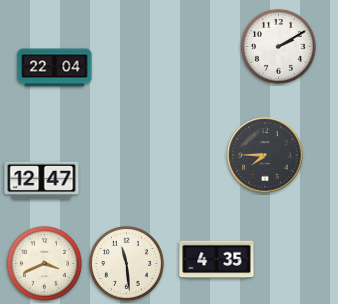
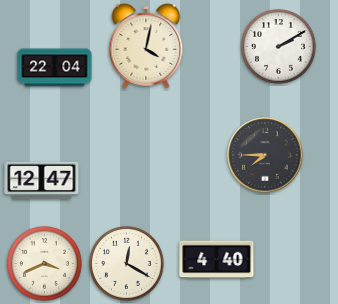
clock at (146, 46): none -> 4:02
clock at (217, 260): 4:35 -> 4:40
clock at (127, 264): 11:29 -> 12:20
